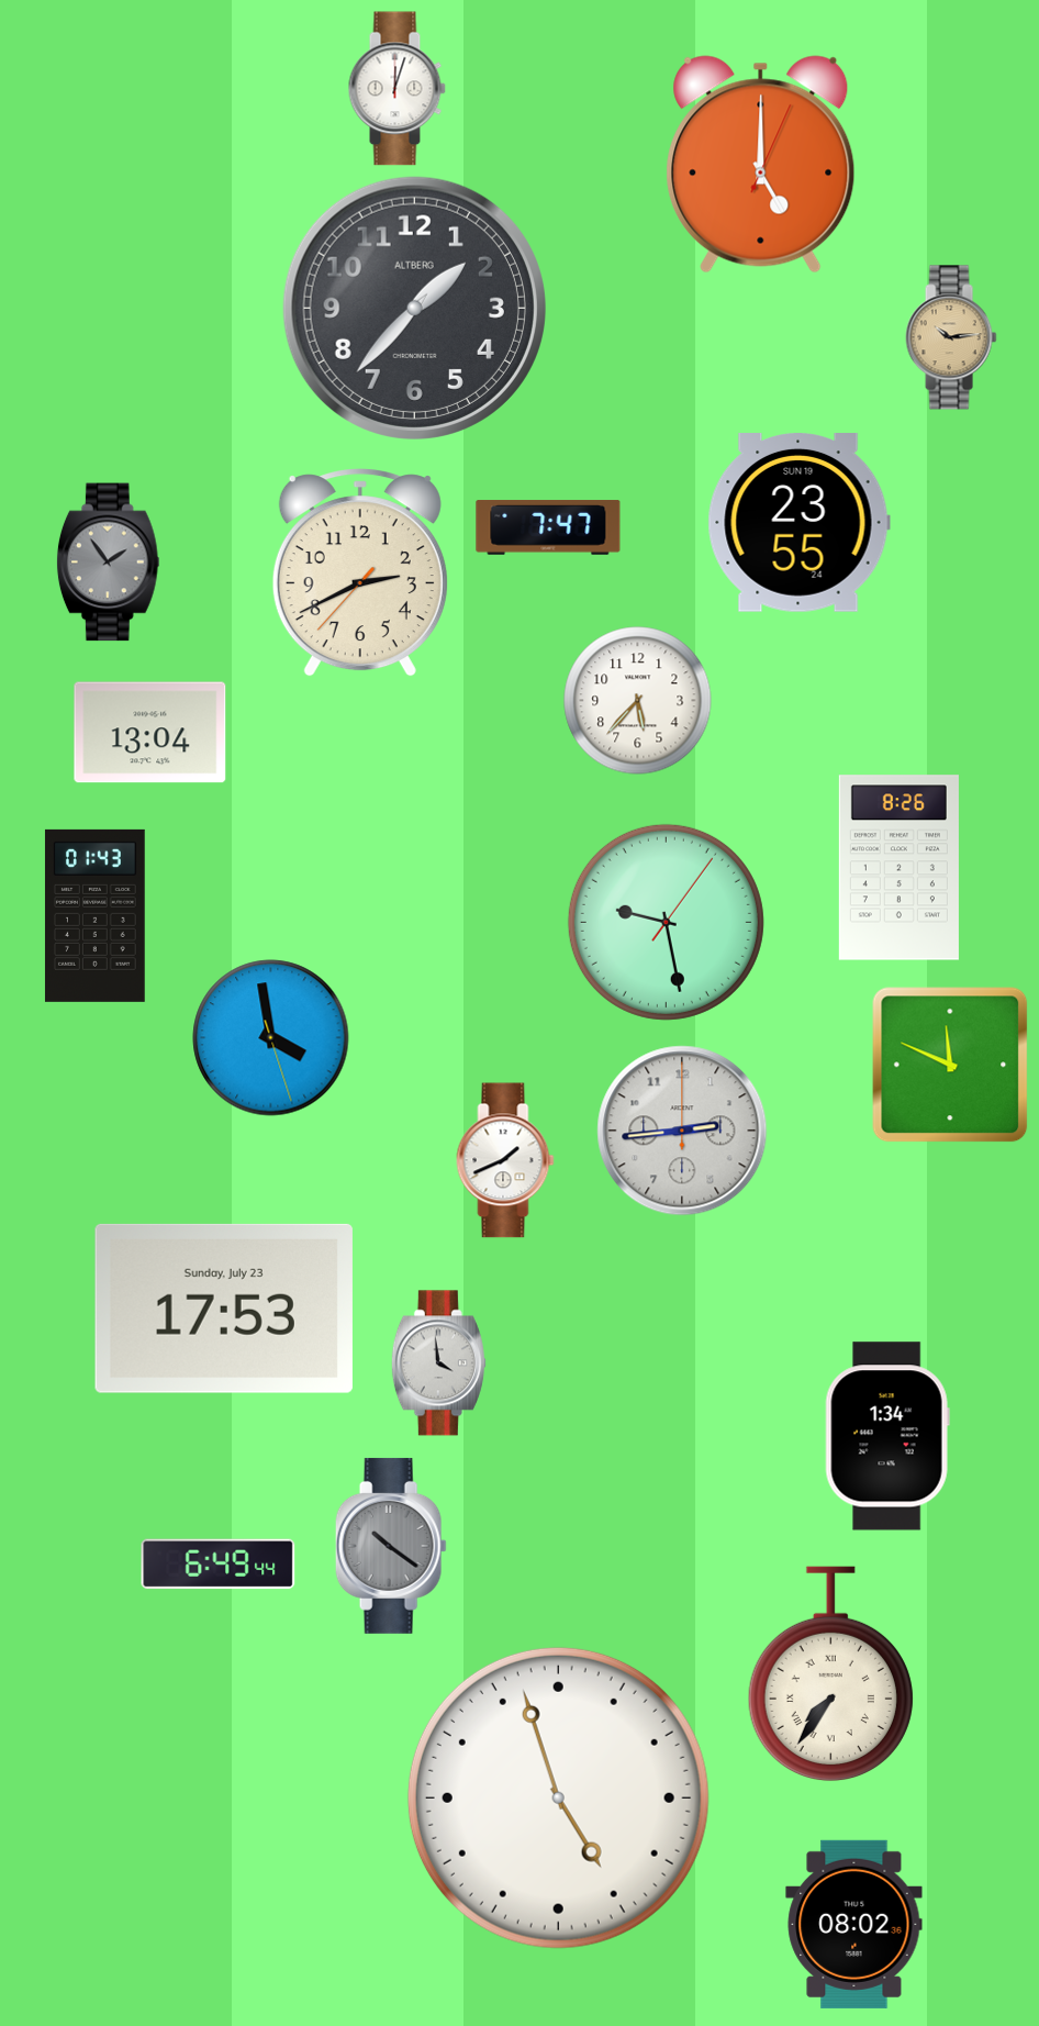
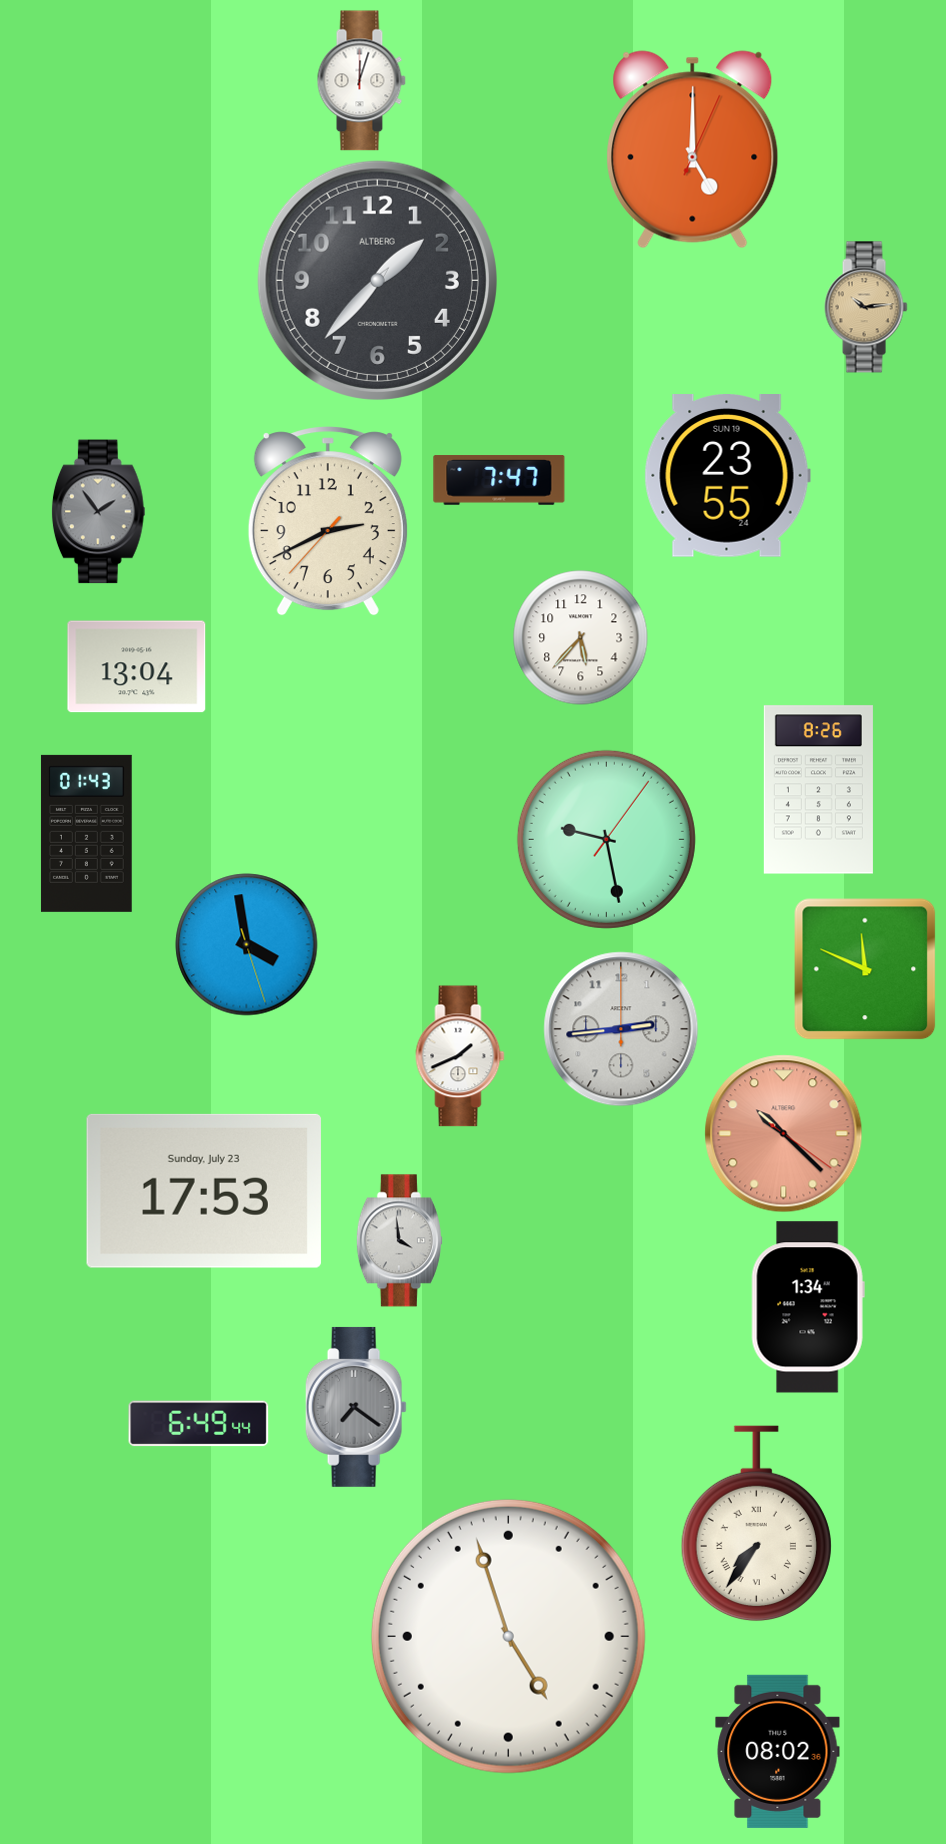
clock at (784, 1134): none -> 10:22
clock at (391, 1546): 10:21 -> 7:21
